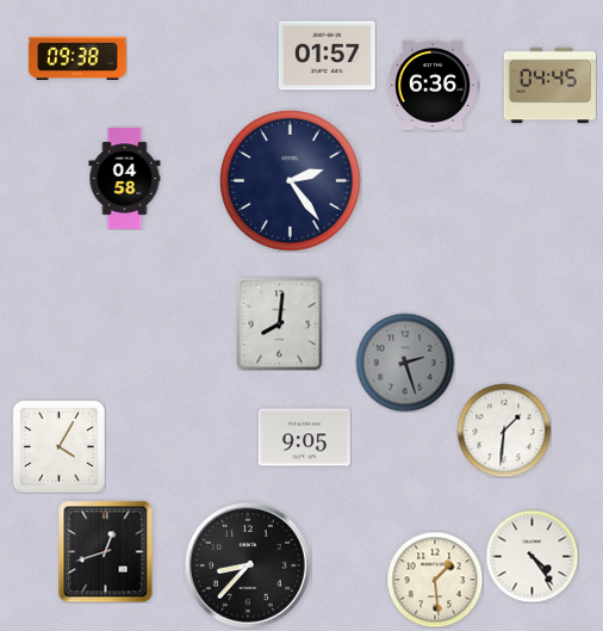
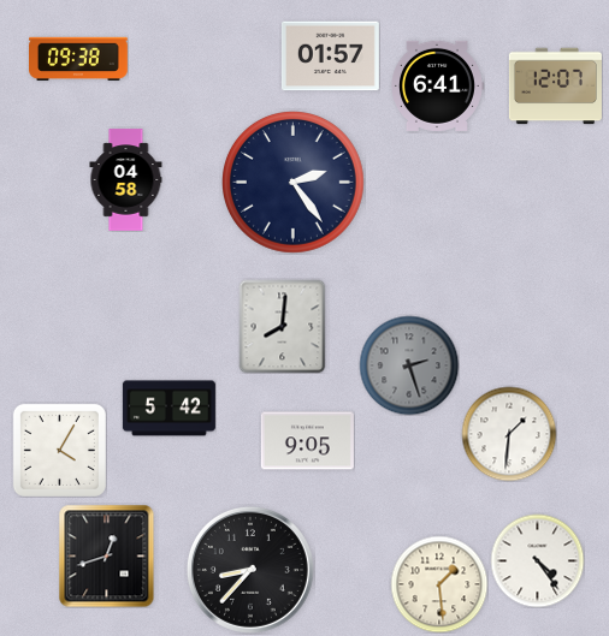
clock at (434, 85): 6:36 -> 6:41
clock at (549, 86): 04:45 -> 12:07
clock at (168, 409): none -> 5:42
